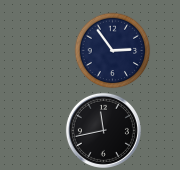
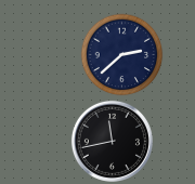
clock at (113, 51): 2:54 -> 2:38
